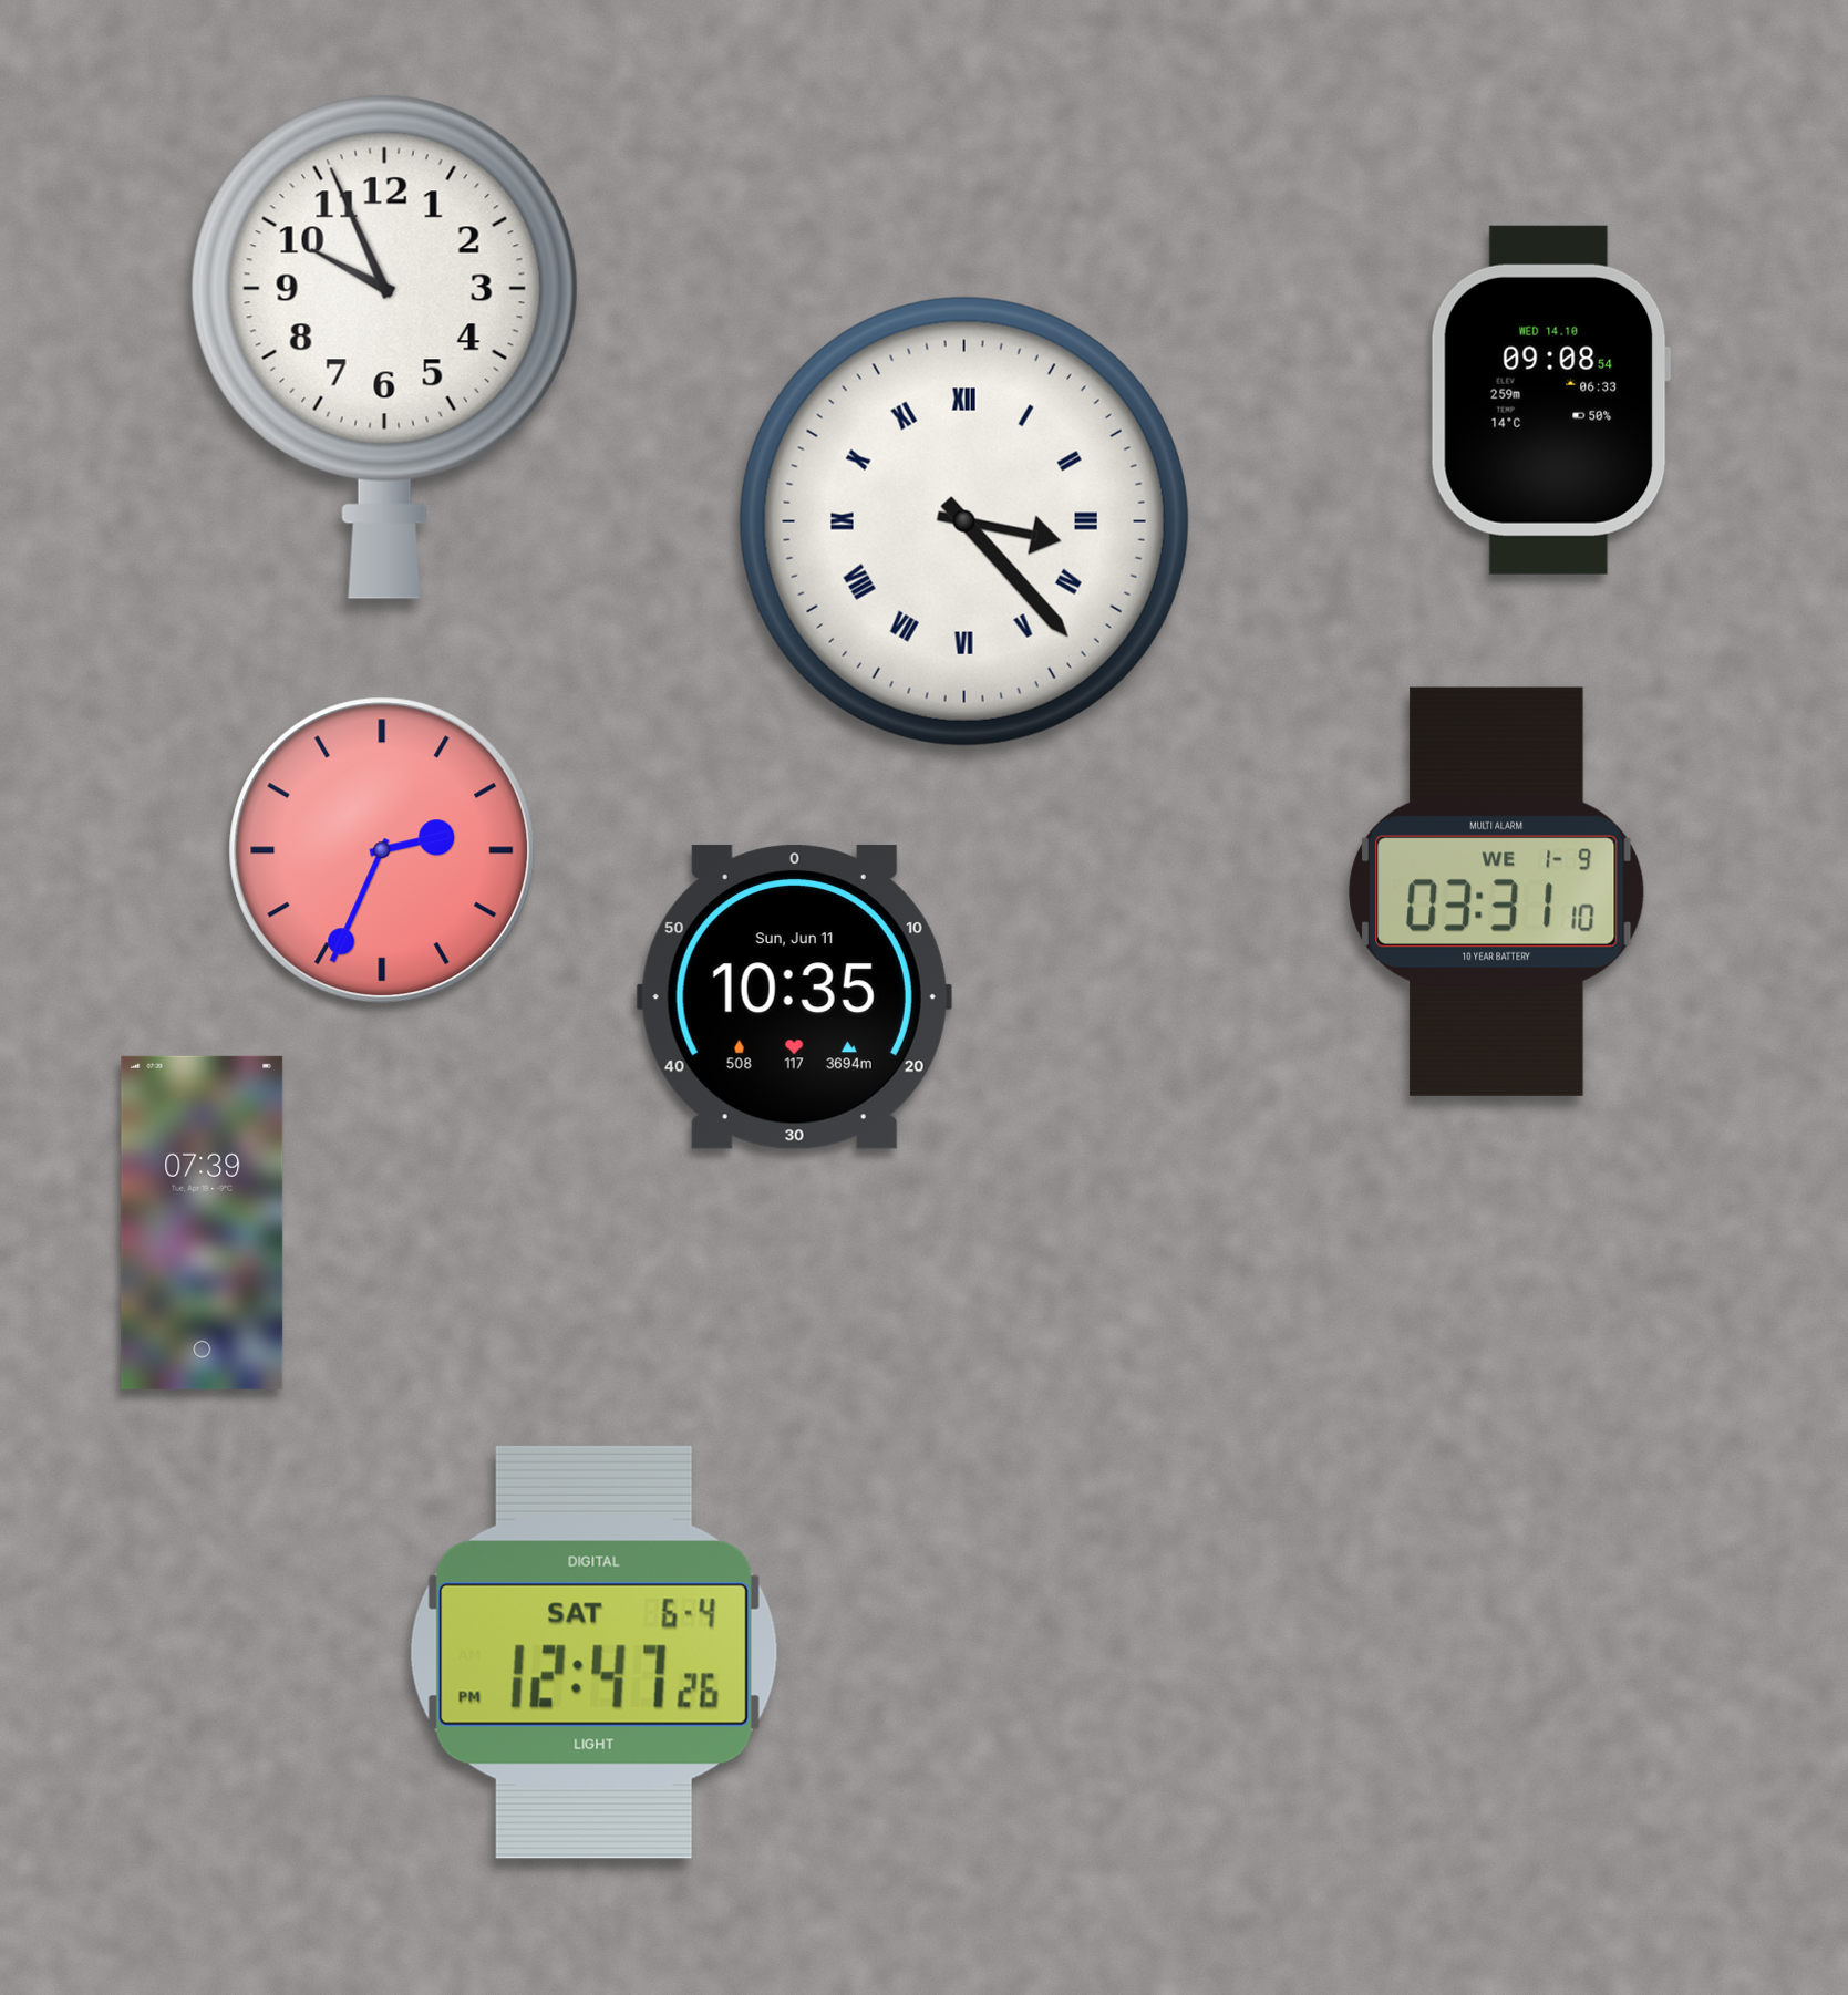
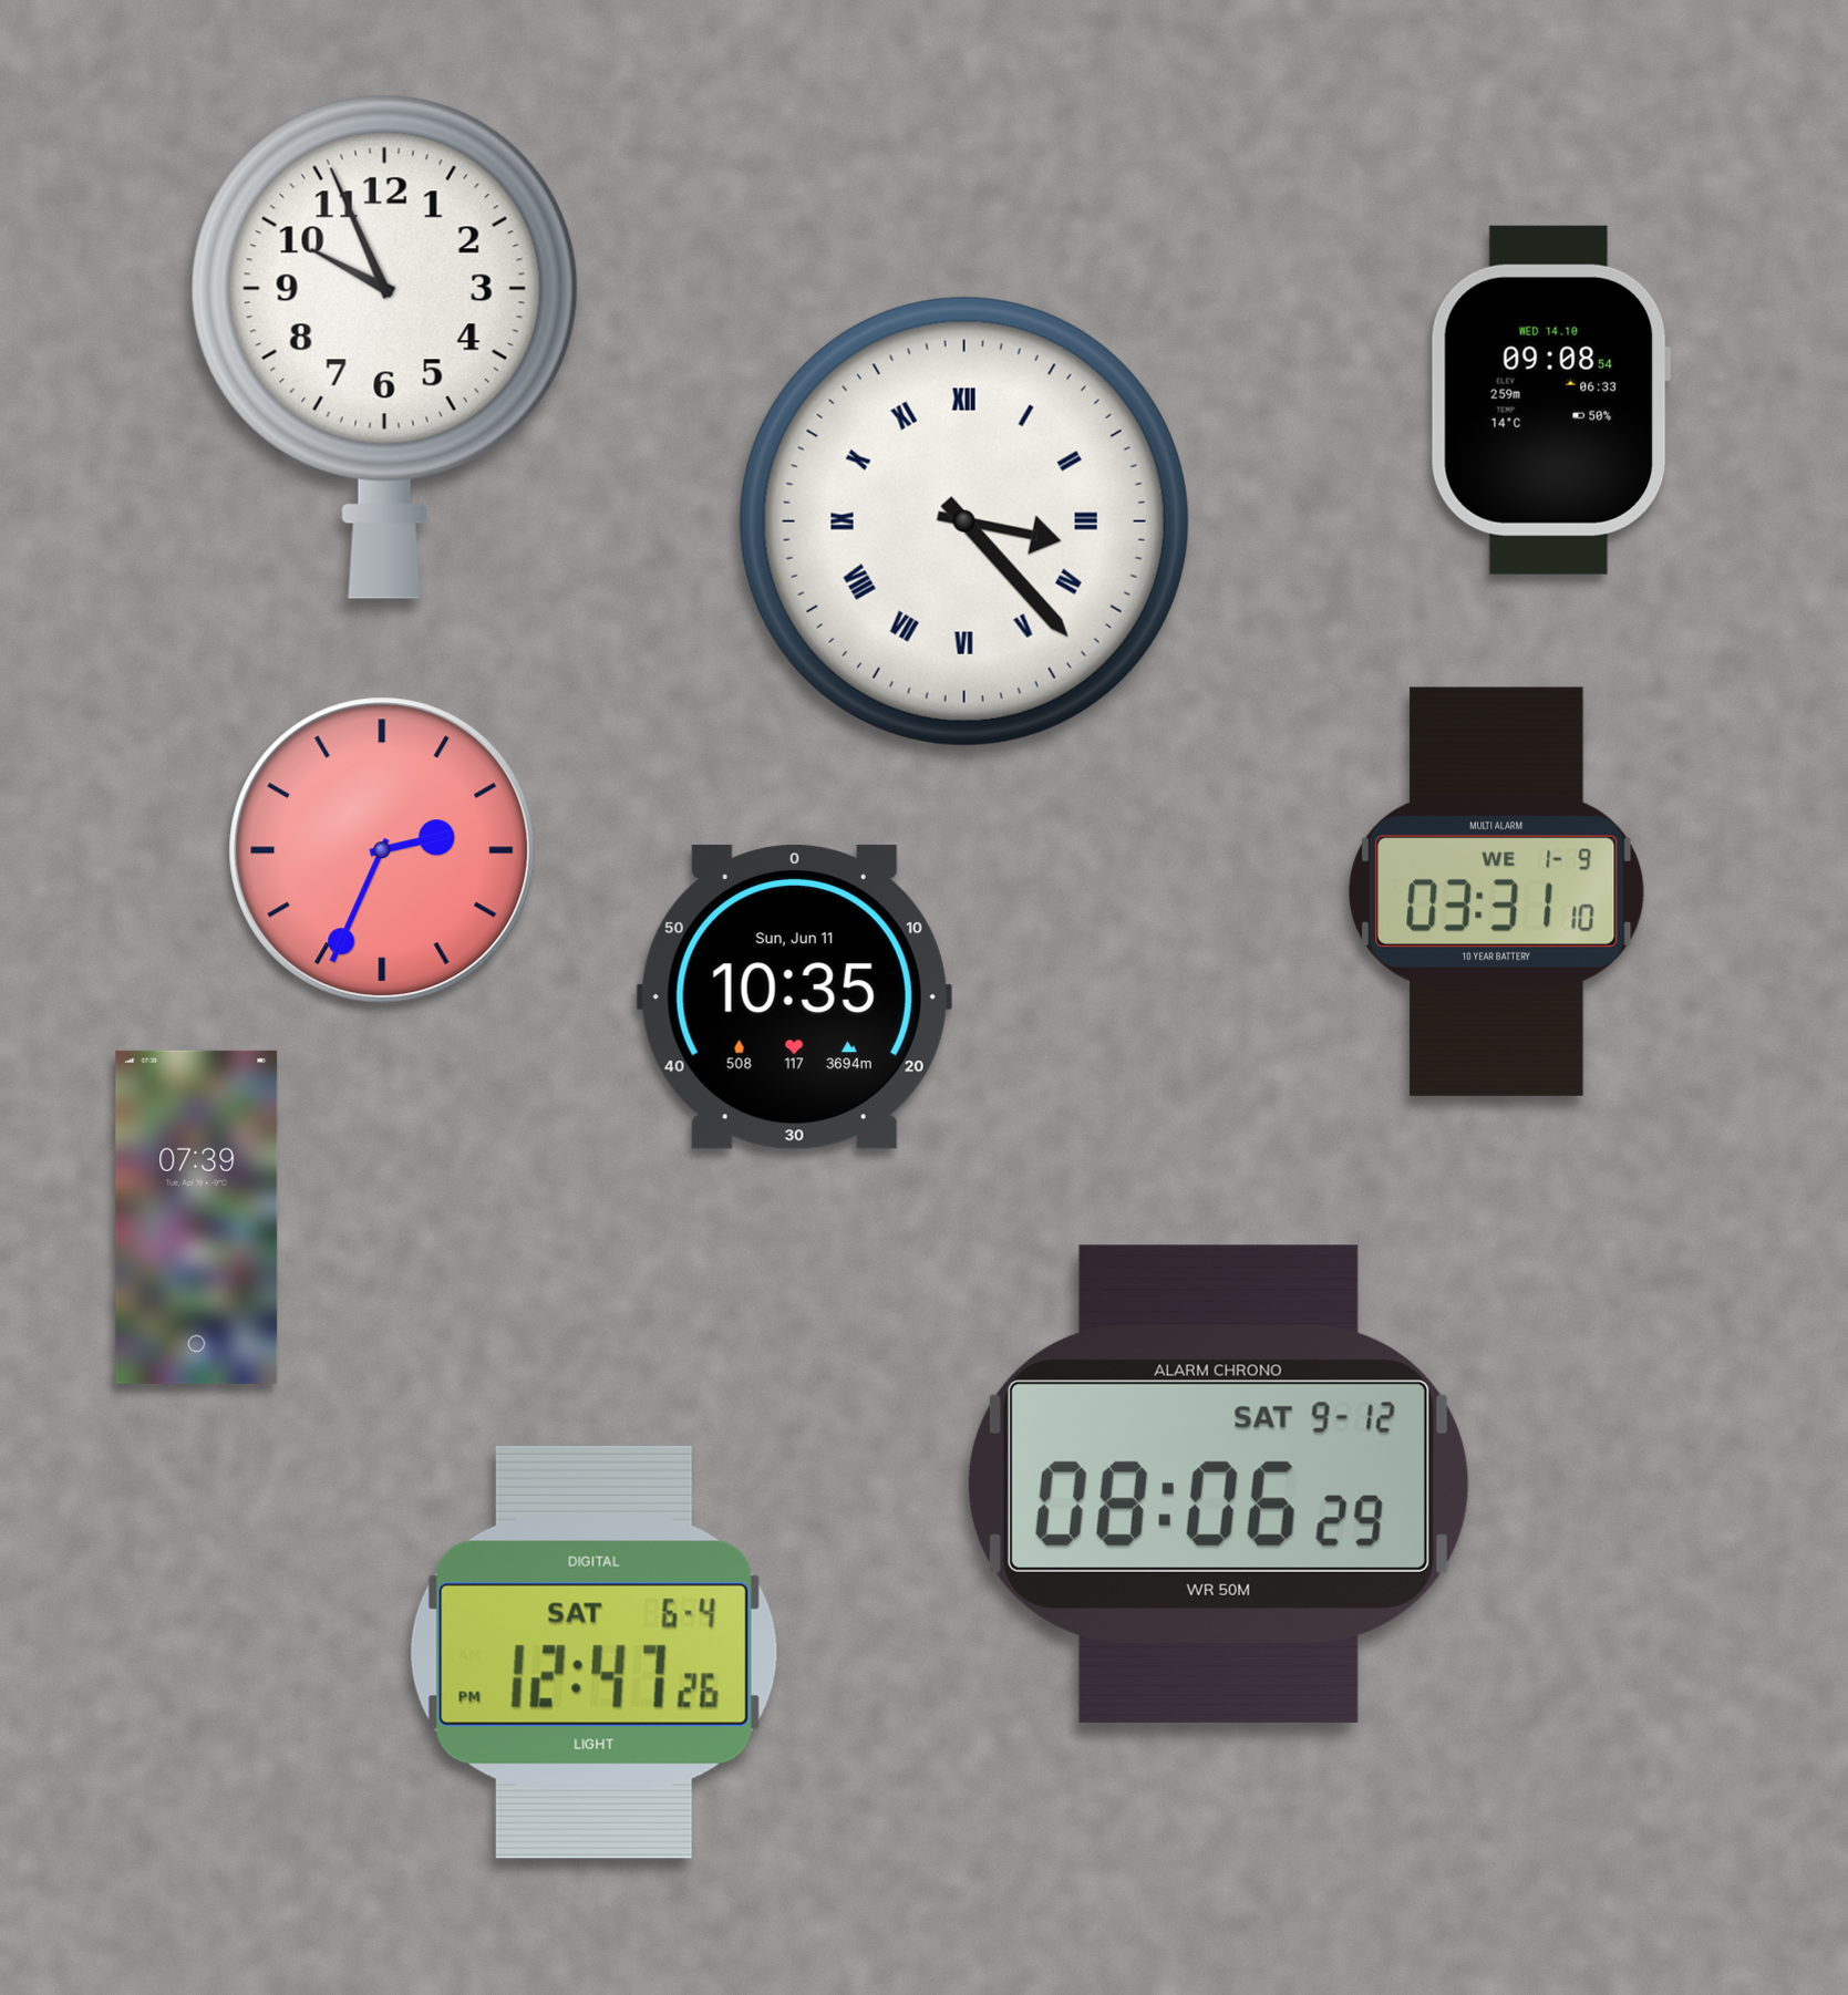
clock at (203, 1222) position: (203, 1222) -> (197, 1217)
clock at (1218, 1484): none -> 08:06
